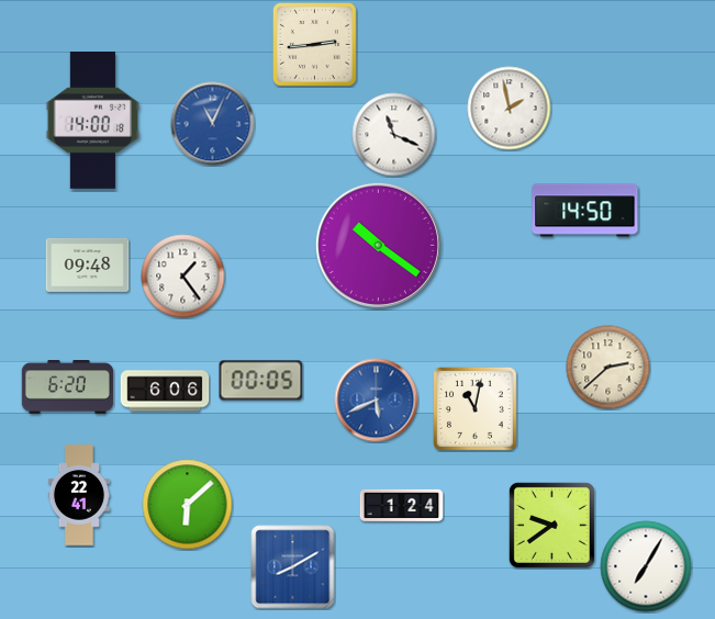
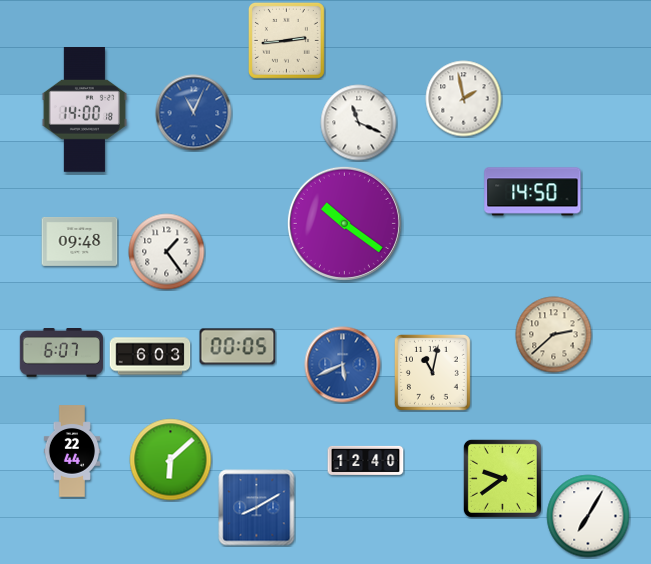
clock at (67, 387): 6:20 -> 6:07
clock at (165, 391): 6:06 -> 6:03
clock at (78, 495): 22:41 -> 22:44
clock at (402, 505): 1:24 -> 12:40
clock at (293, 567) position: (293, 567) -> (257, 508)
